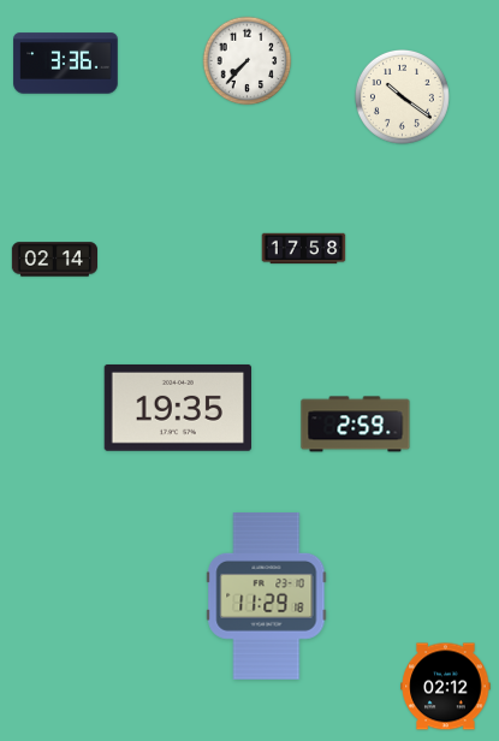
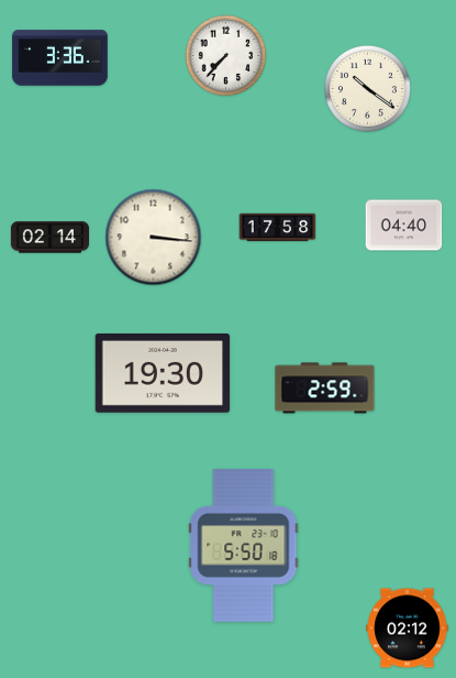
clock at (404, 226): none -> 04:40
clock at (154, 238): none -> 3:16
clock at (177, 408): 19:35 -> 19:30
clock at (267, 597): 11:29 -> 5:50
